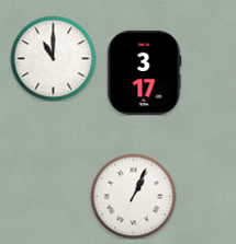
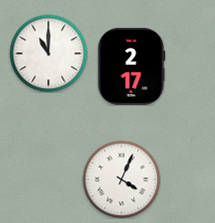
clock at (145, 72): 3:17 -> 2:17
clock at (133, 196): 1:04 -> 4:04
